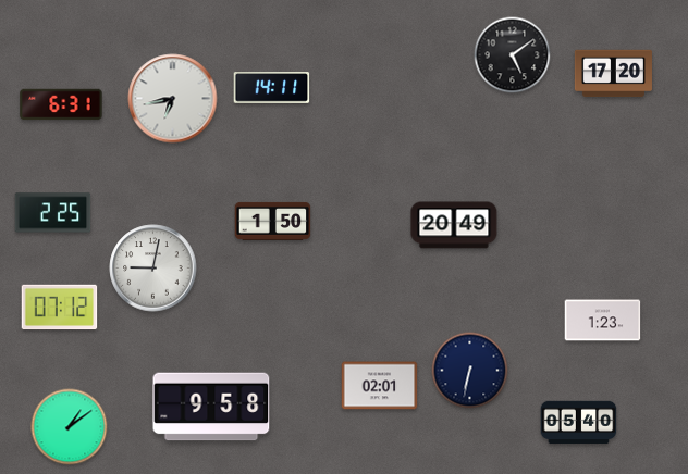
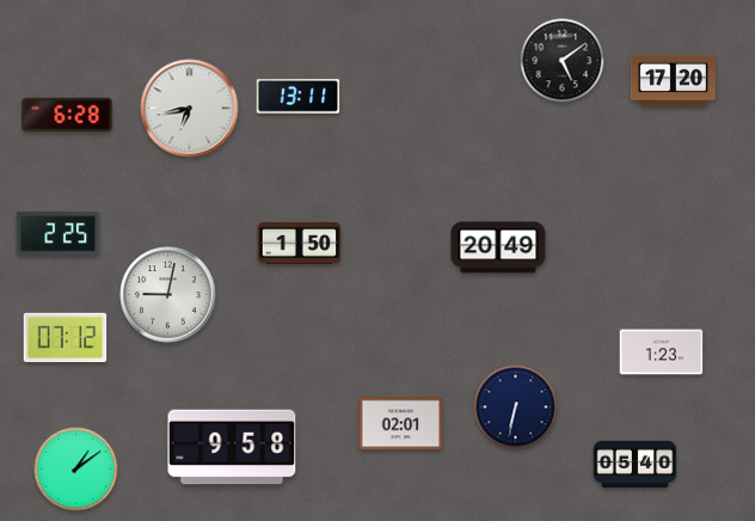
clock at (272, 88): 14:11 -> 13:11
clock at (61, 104): 6:31 -> 6:28
clock at (380, 386) position: (380, 386) -> (401, 424)
